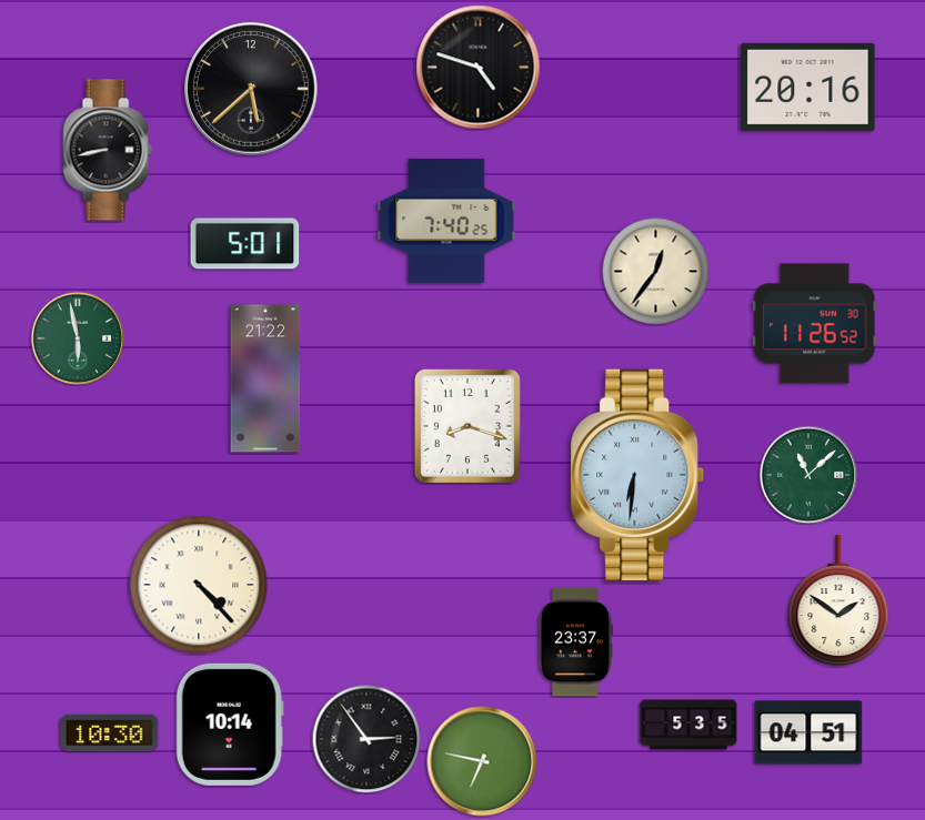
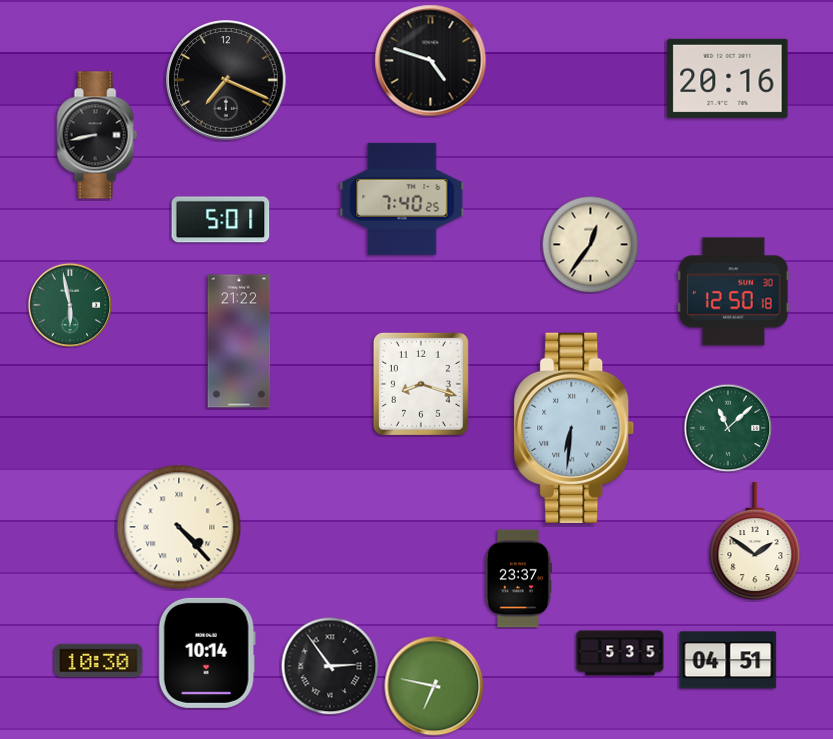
clock at (251, 89): 5:38 -> 7:19
clock at (814, 324): 11:26 -> 12:50
